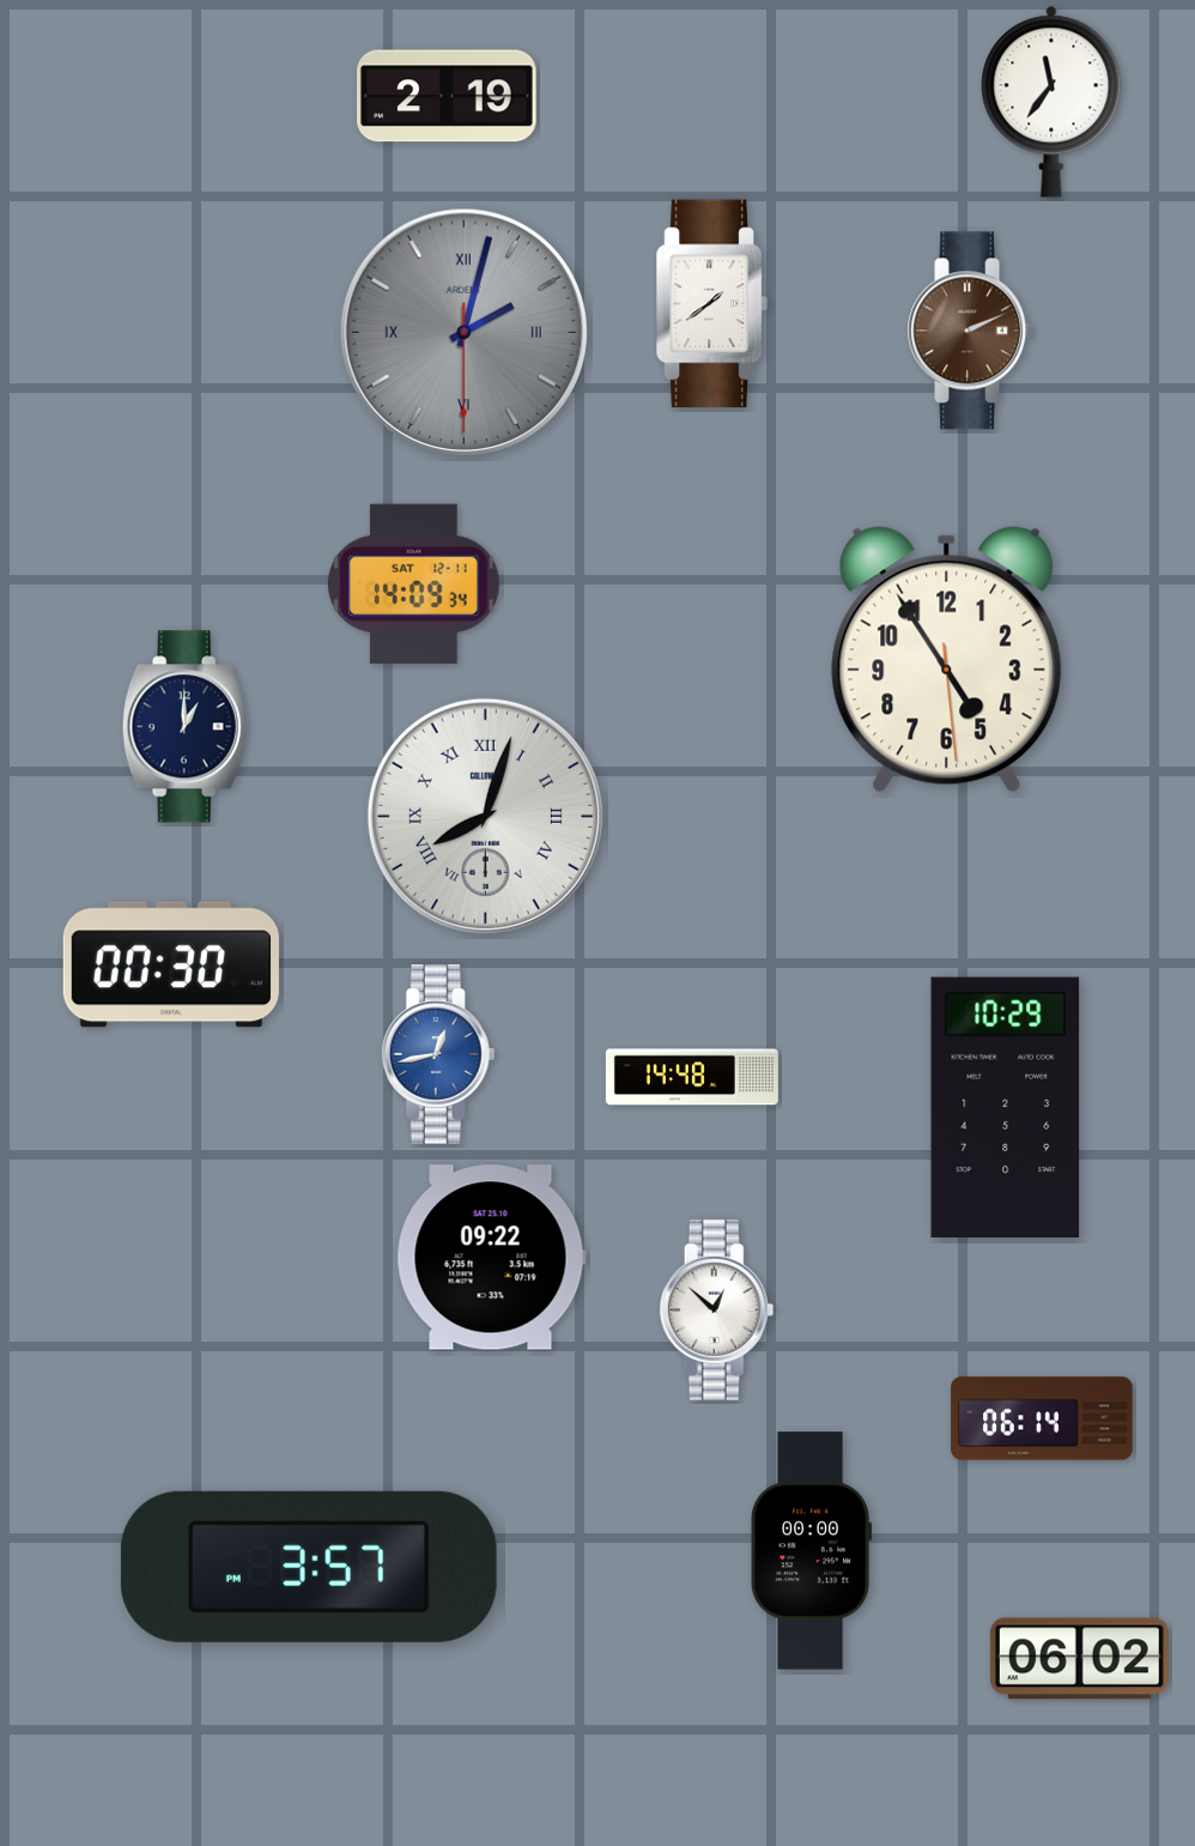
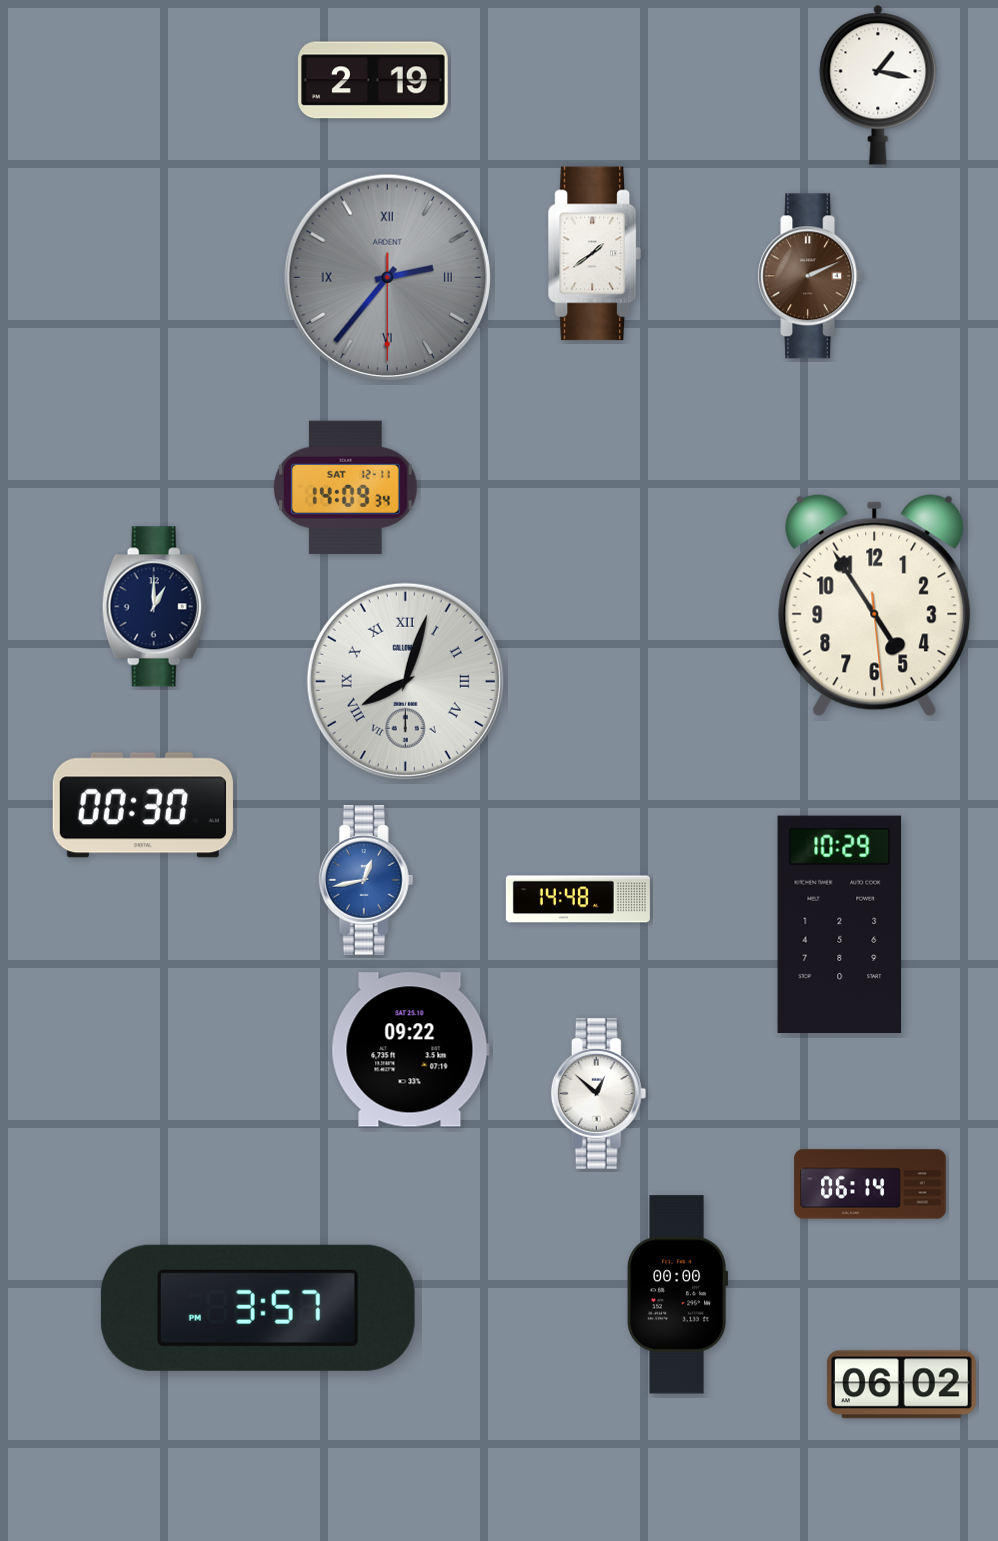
clock at (1051, 102): 11:36 -> 1:17
clock at (463, 332): 2:02 -> 2:36
clock at (947, 660) position: (947, 660) -> (875, 606)
